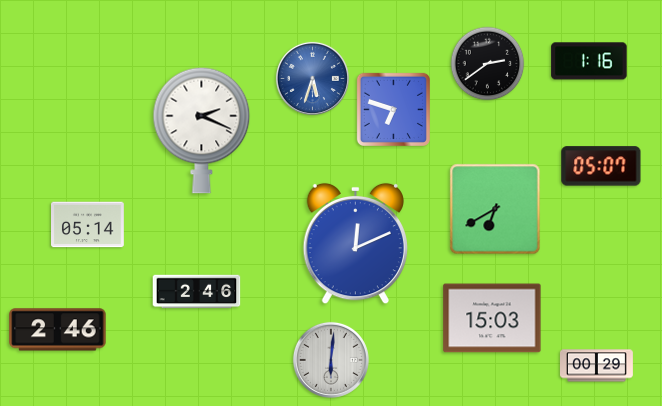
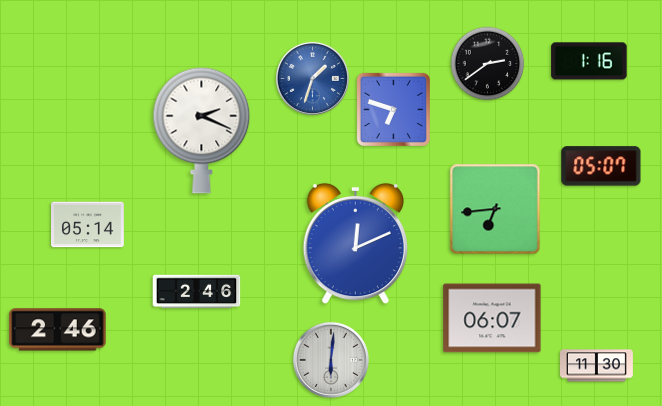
clock at (312, 78): 5:33 -> 1:33
clock at (495, 209): 6:40 -> 6:44
clock at (492, 318): 15:03 -> 06:07
clock at (597, 366): 00:29 -> 11:30
